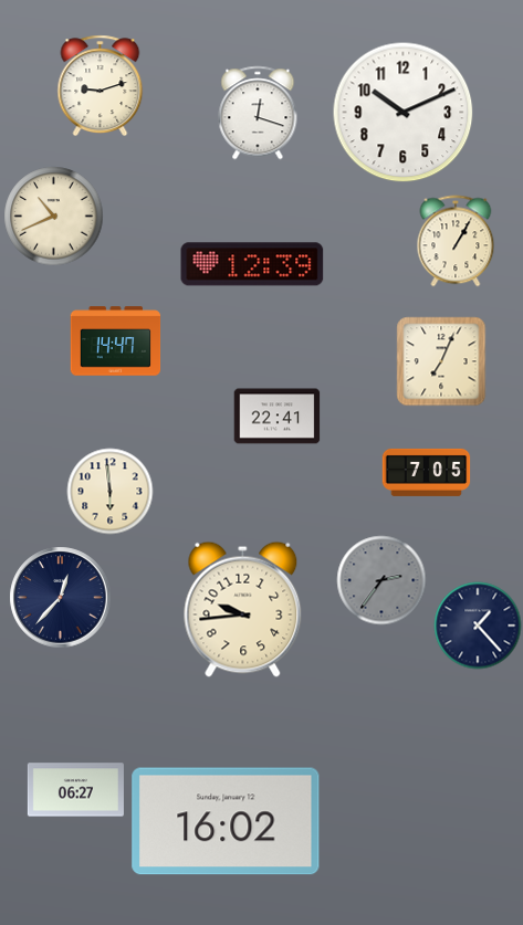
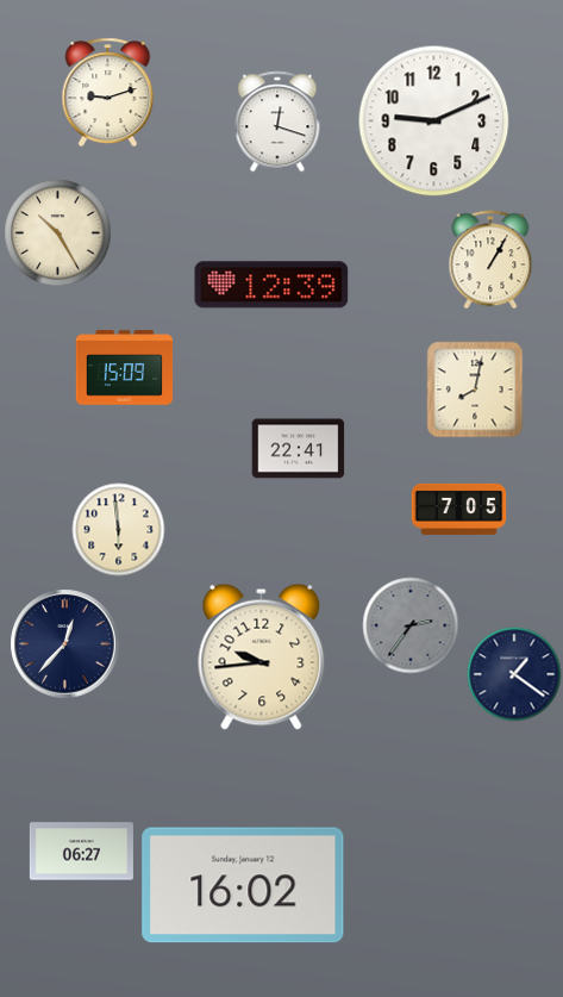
clock at (402, 112): 10:11 -> 9:11
clock at (53, 216): 10:41 -> 10:25
clock at (115, 341): 14:47 -> 15:09
clock at (441, 361): 7:04 -> 8:02
clock at (478, 626): 1:23 -> 1:21
